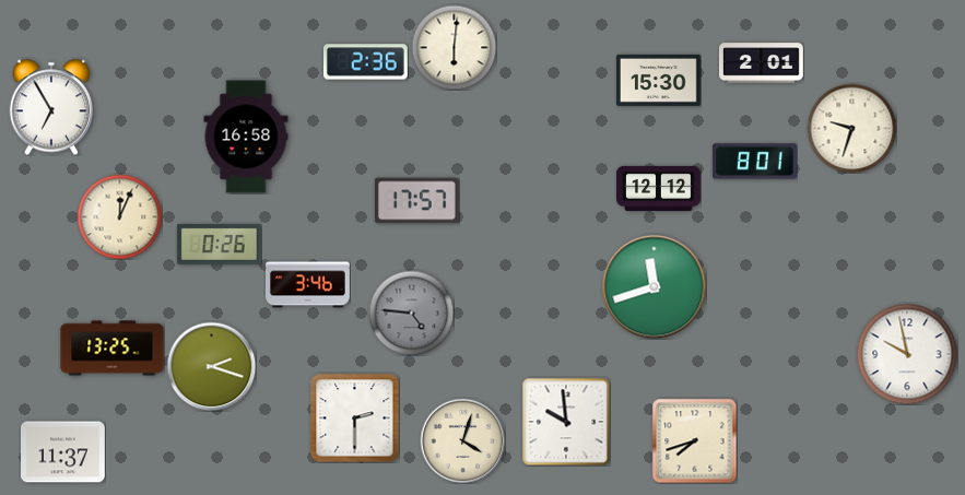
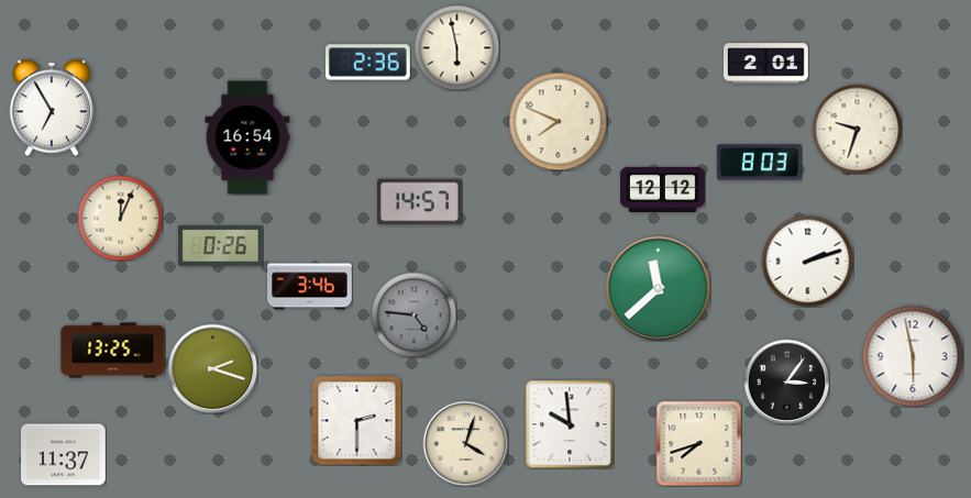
clock at (454, 47): 6:01 -> 5:58
clock at (659, 80): 15:30 -> none
clock at (558, 121): none -> 7:49
clock at (246, 137): 16:58 -> 16:54
clock at (754, 162): 8:01 -> 8:03
clock at (416, 201): 17:57 -> 14:57
clock at (807, 261): none -> 2:12
clock at (654, 286): 11:42 -> 11:38
clock at (907, 354): 9:58 -> 5:58
clock at (786, 381): none -> 3:06
